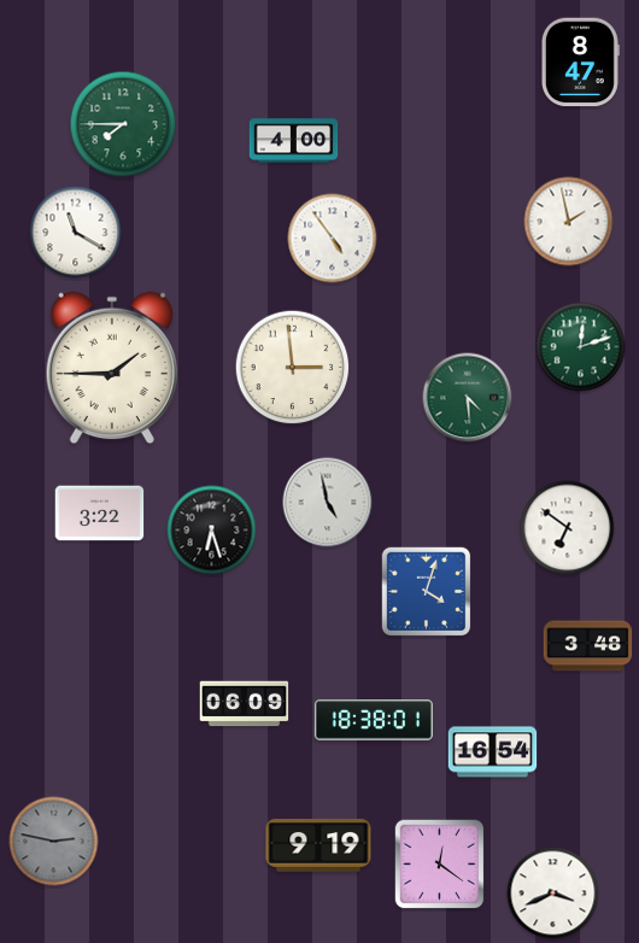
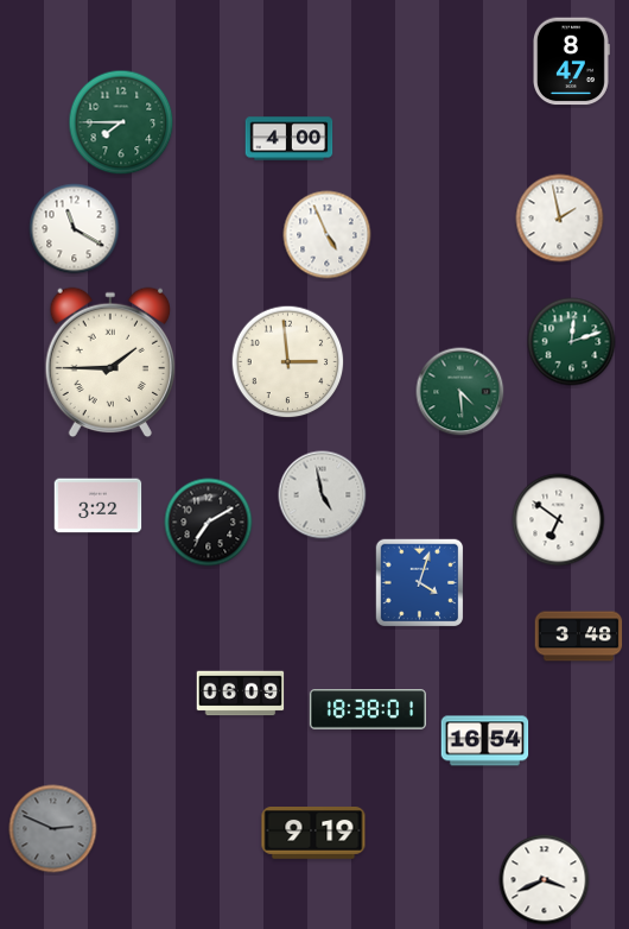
clock at (333, 239): 4:54 -> 4:56
clock at (212, 531): 6:27 -> 7:10
clock at (54, 842): 2:47 -> 2:49
clock at (440, 865): 12:21 -> none
